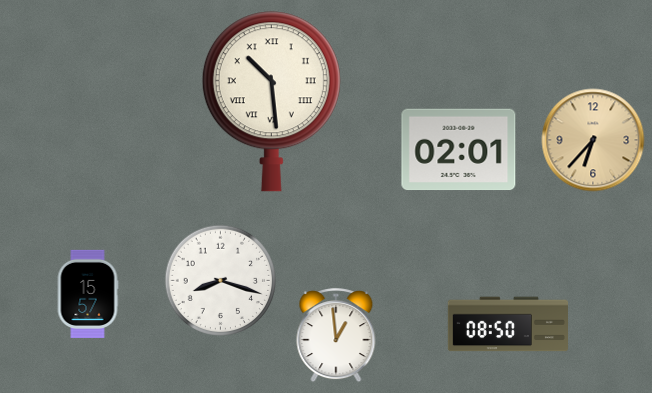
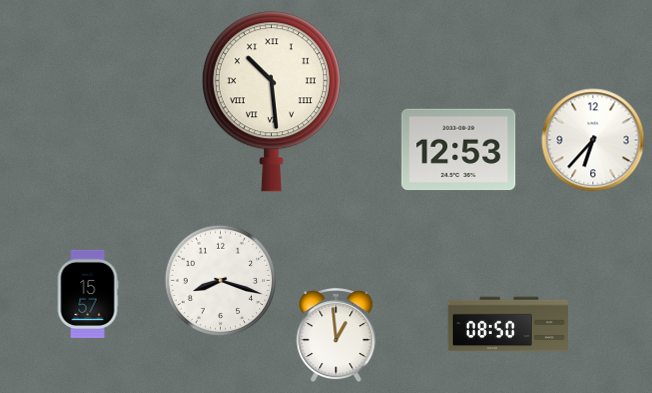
clock at (593, 140) dial: champagne -> white
clock at (459, 150): 02:01 -> 12:53
